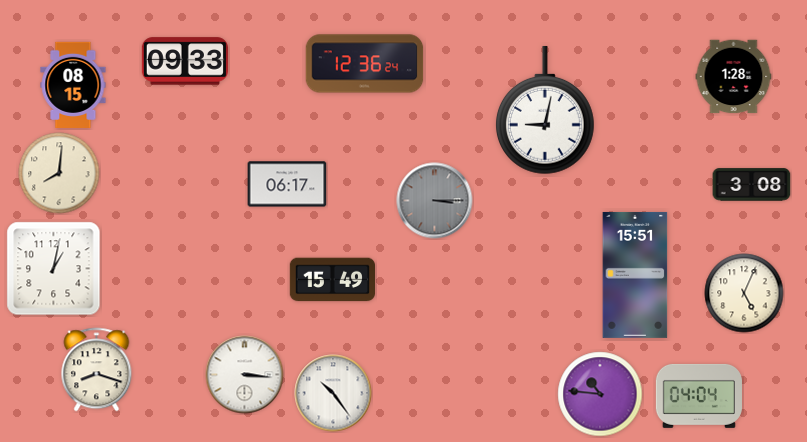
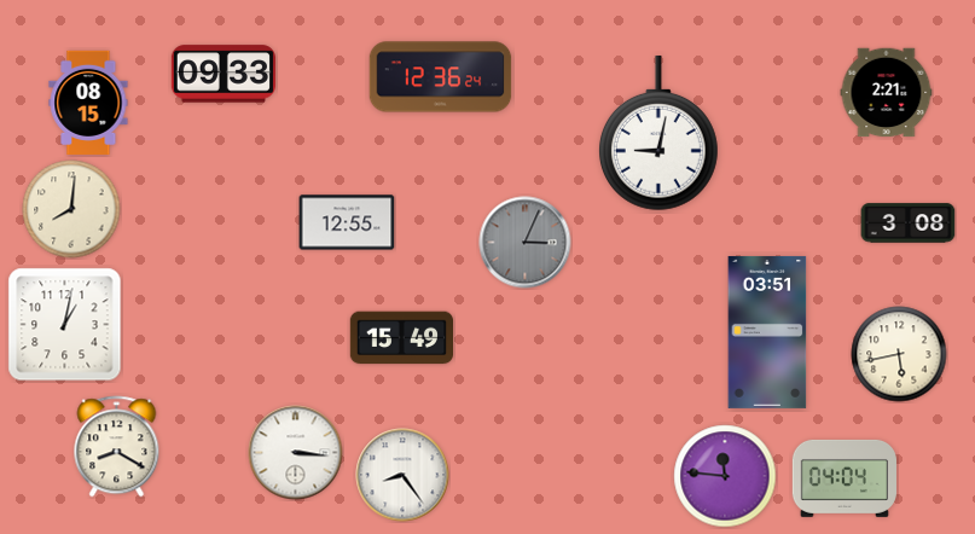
clock at (734, 77): 1:28 -> 2:21
clock at (287, 184): 06:17 -> 12:55
clock at (435, 201): 3:15 -> 3:04
clock at (635, 275): 15:51 -> 03:51
clock at (744, 293): 5:04 -> 5:43
clock at (97, 370): 8:18 -> 8:20
clock at (333, 393): 10:24 -> 8:24
clock at (600, 394): 10:46 -> 11:46
